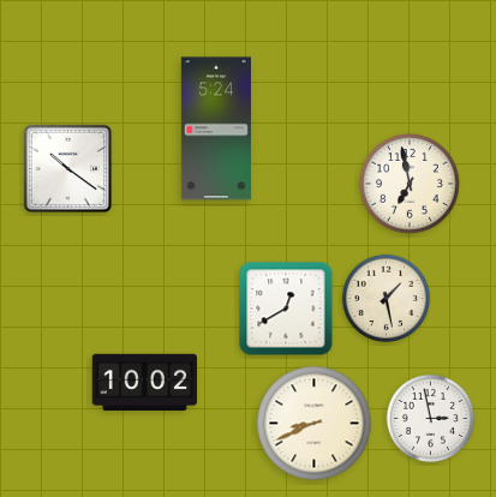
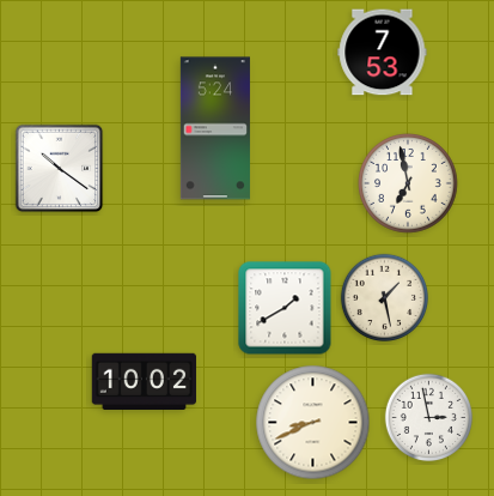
clock at (383, 53): none -> 7:53
clock at (68, 169) position: (68, 169) -> (60, 169)
clock at (286, 309): 12:40 -> 1:40
